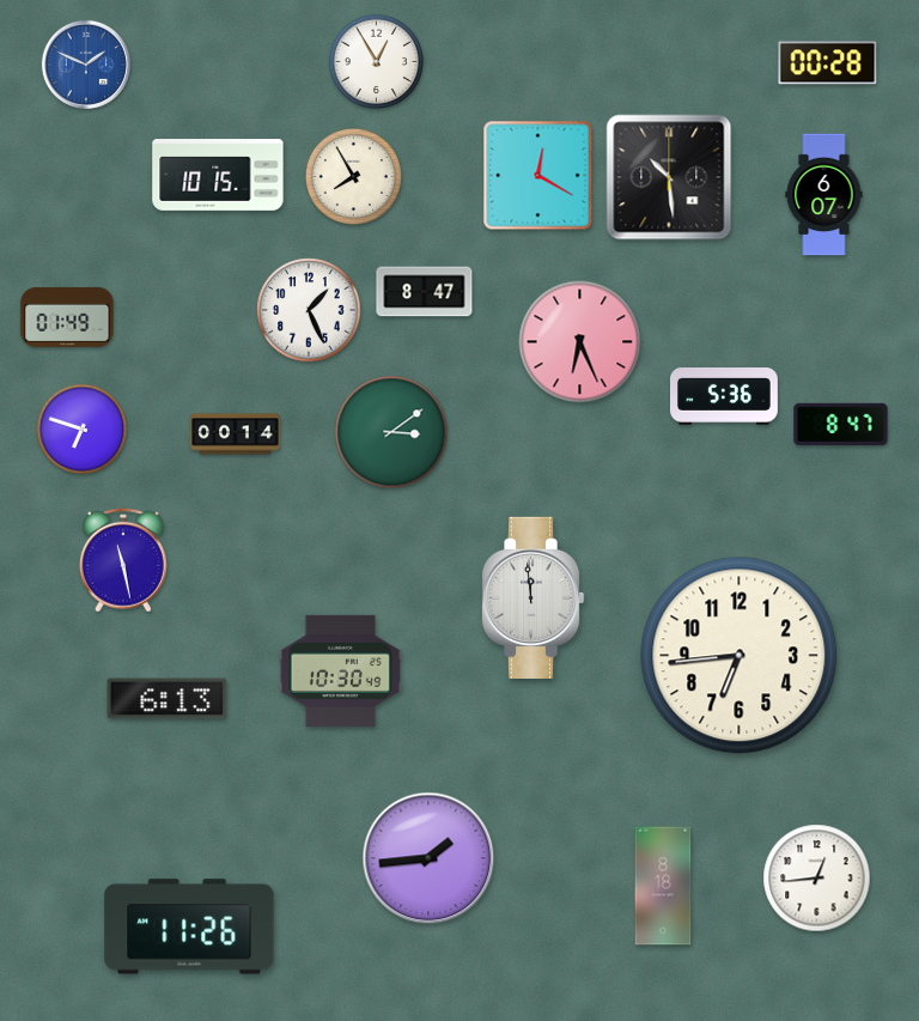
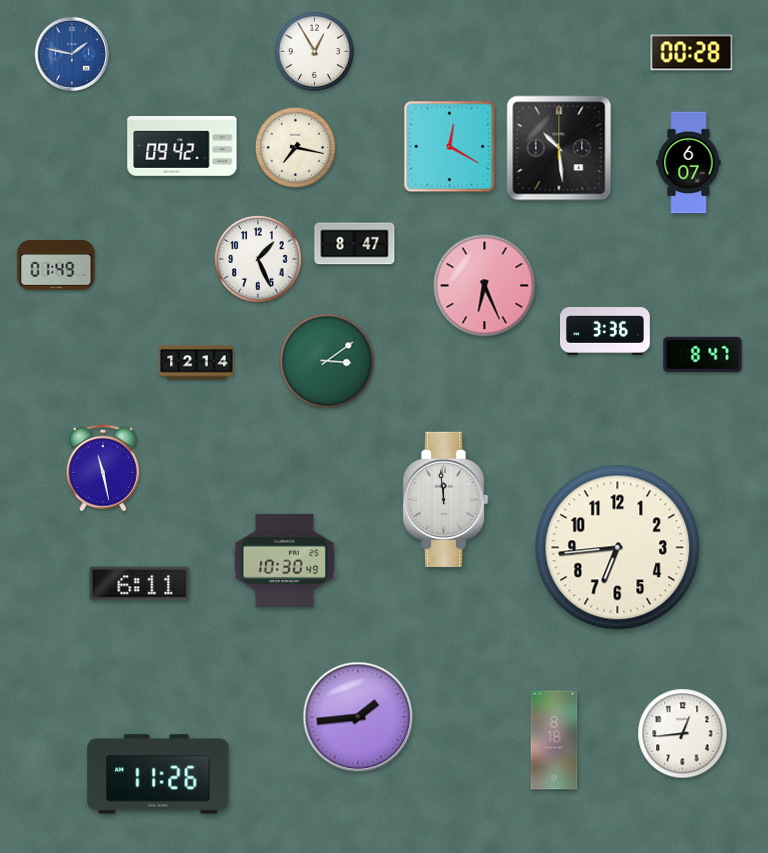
clock at (86, 65): 1:49 -> 1:47
clock at (218, 176): 10:15 -> 09:42
clock at (353, 176): 7:55 -> 7:17
clock at (725, 397): 5:36 -> 3:36
clock at (83, 430): 6:48 -> none
clock at (236, 434): 00:14 -> 12:14
clock at (168, 699): 6:13 -> 6:11
